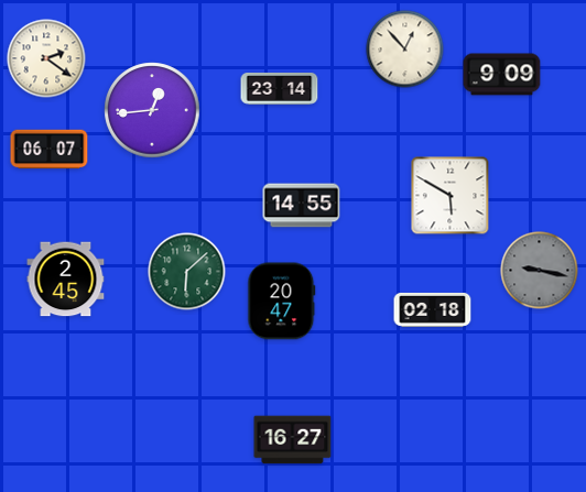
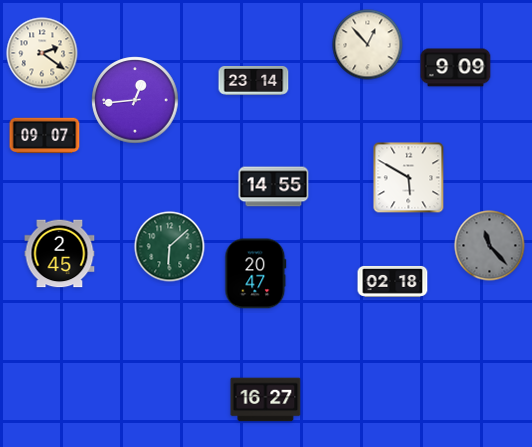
clock at (152, 110) position: (152, 110) -> (135, 100)
clock at (50, 150): 06:07 -> 09:07
clock at (540, 271): 9:17 -> 11:23
